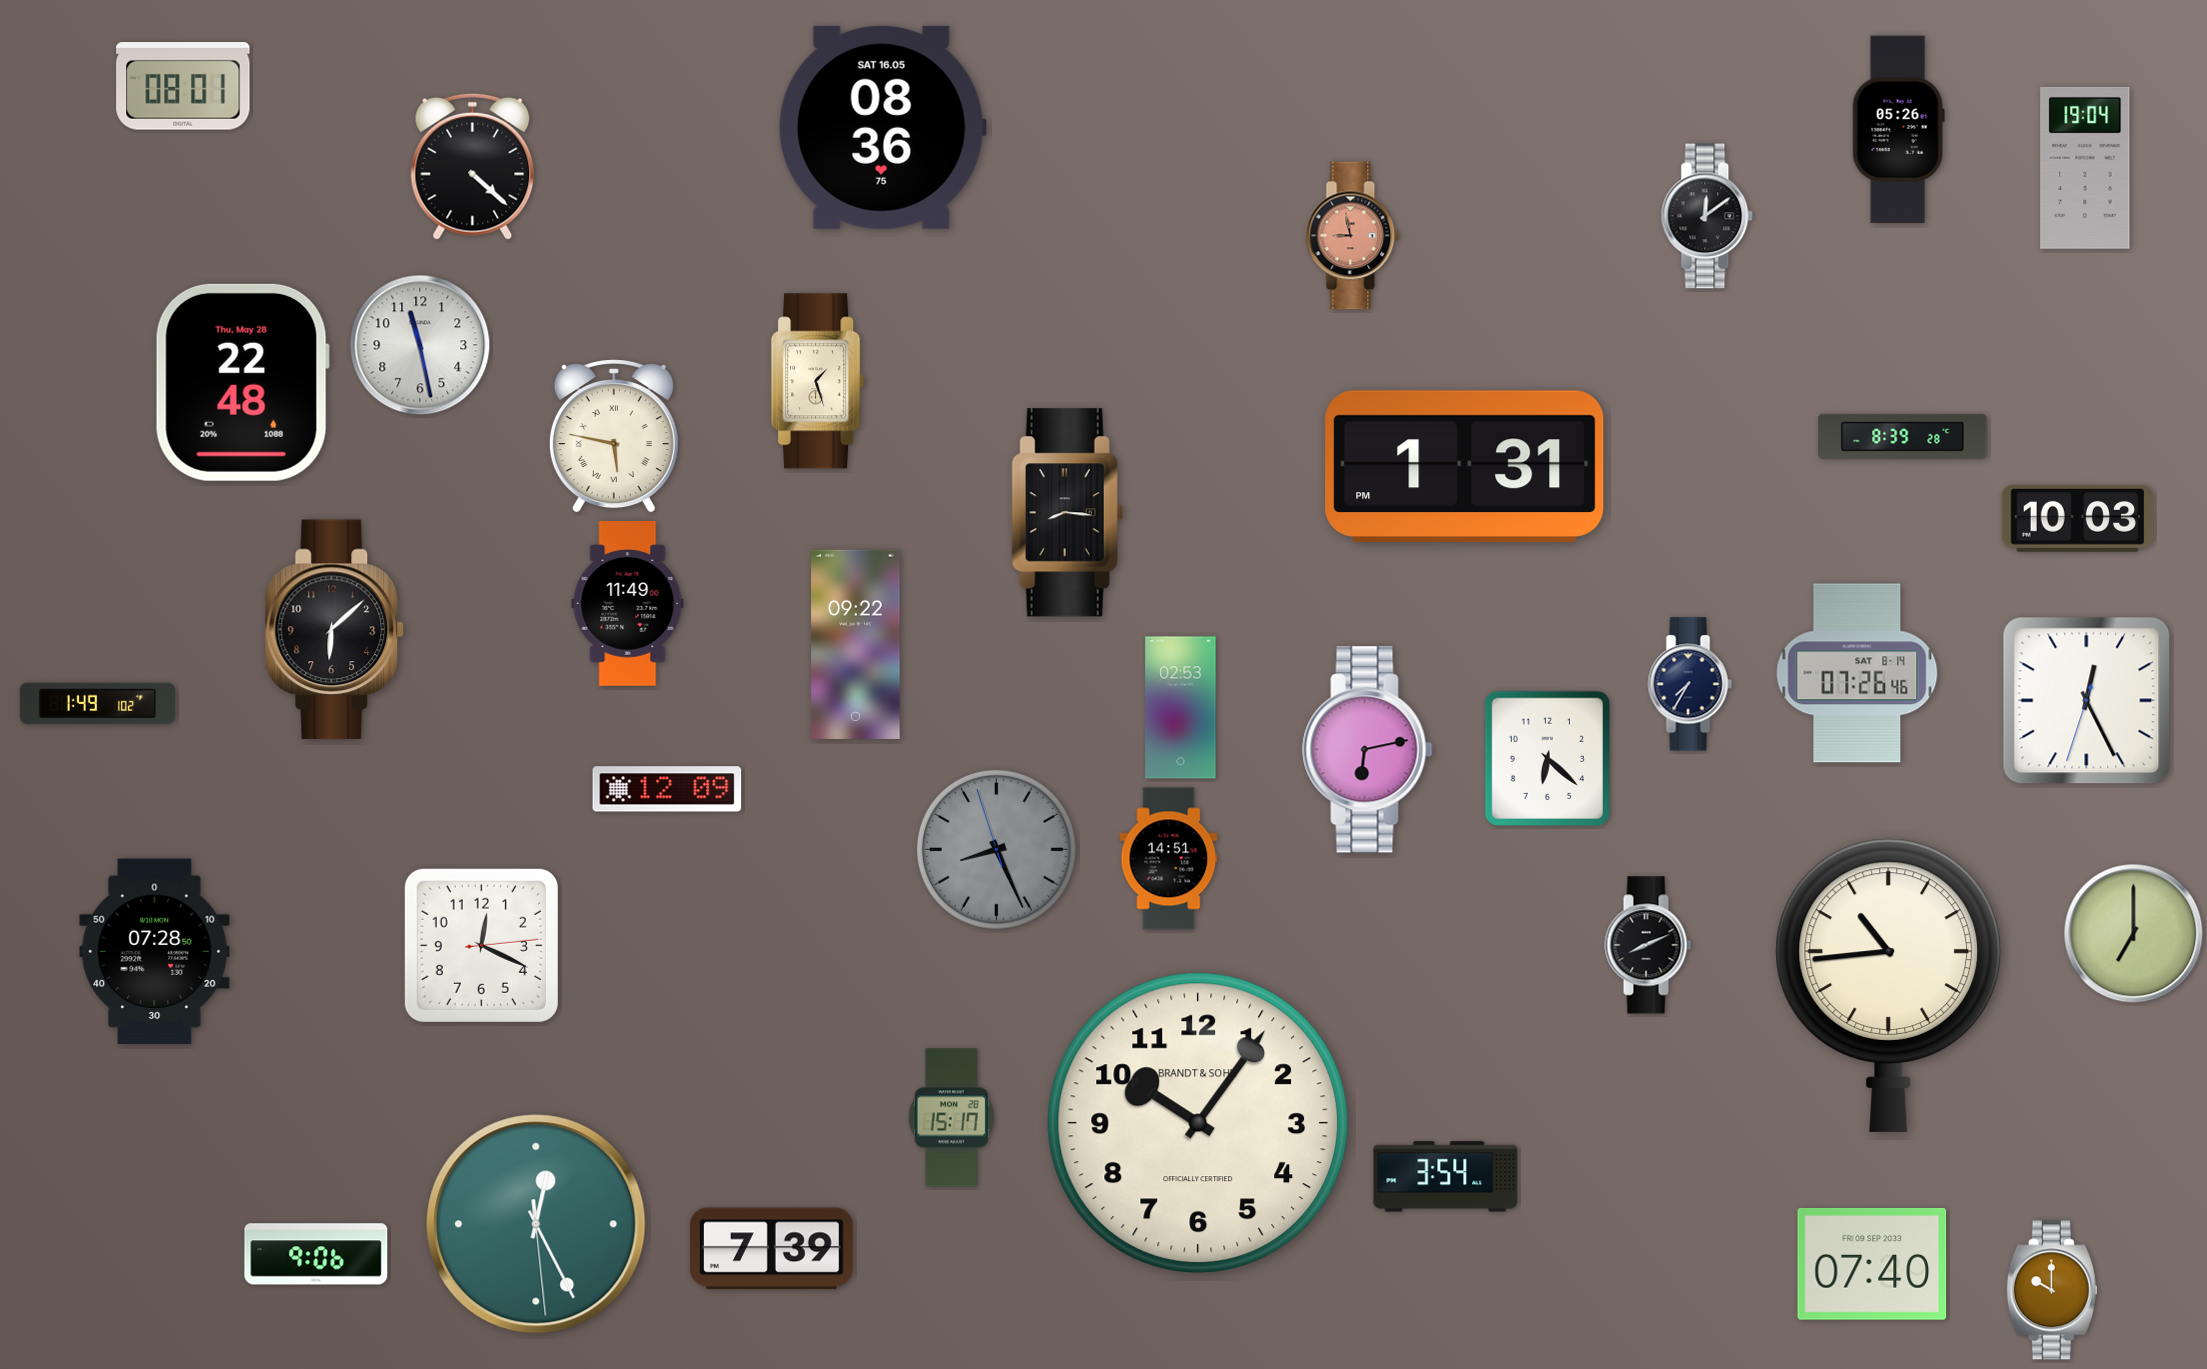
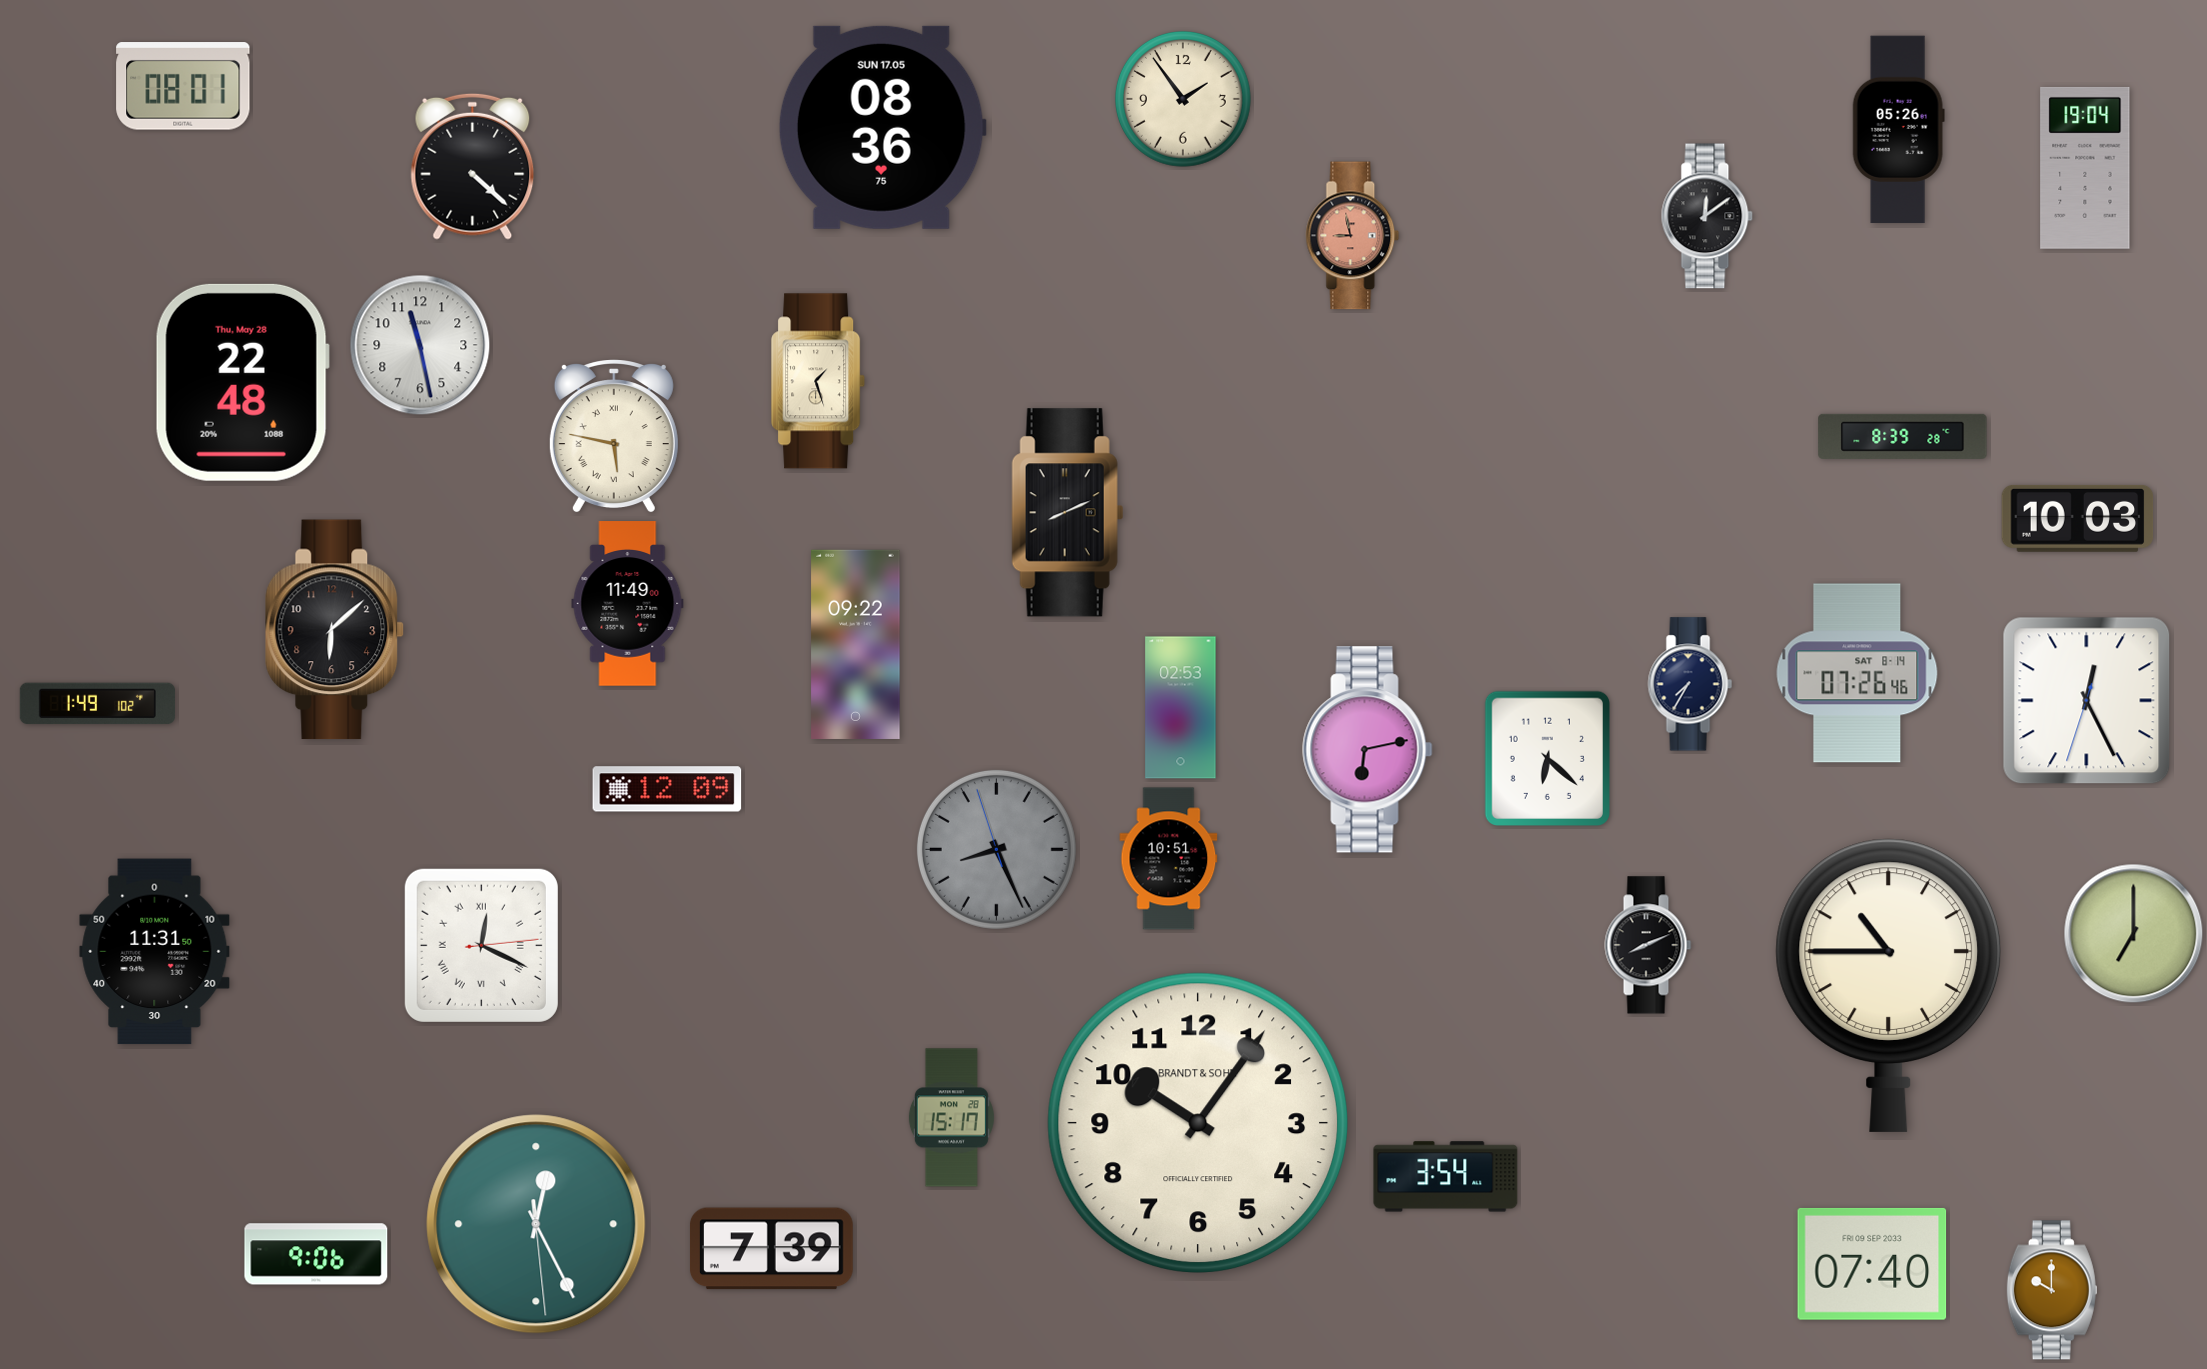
clock at (1184, 100): none -> 1:54
clock at (882, 127) date: SAT 16.05 -> SUN 17.05
clock at (1465, 466): 1:31 -> none
clock at (1068, 513): 8:16 -> 8:11
clock at (1169, 859): 14:51 -> 10:51
clock at (481, 945) numerals: Arabic -> Roman
clock at (155, 952): 07:28 -> 11:31
clock at (1889, 985): 10:44 -> 10:45
